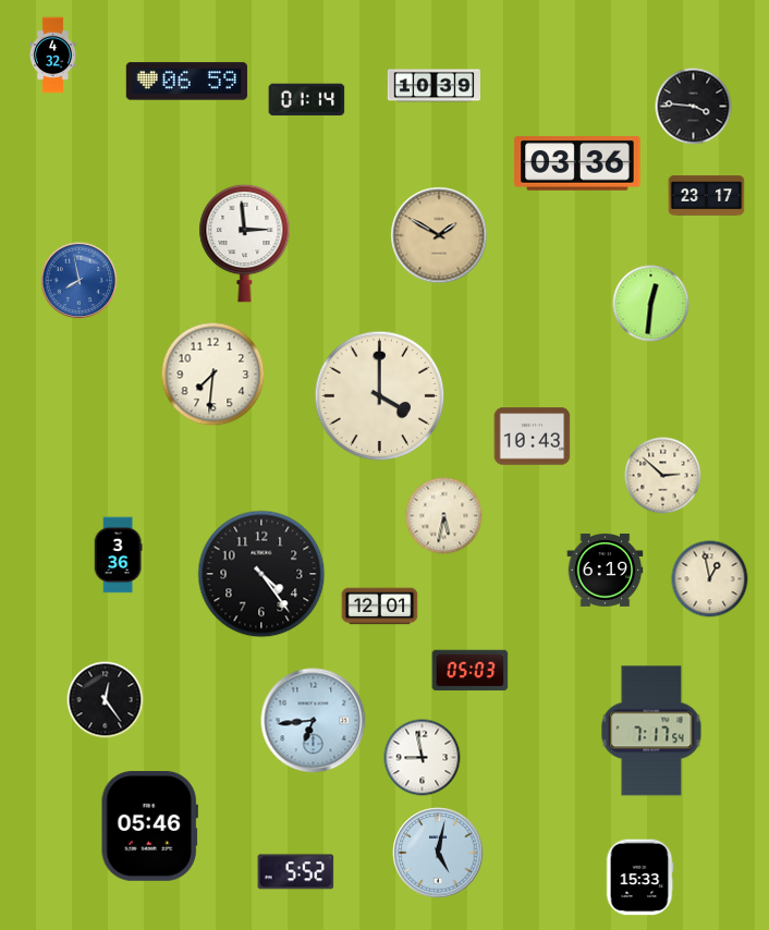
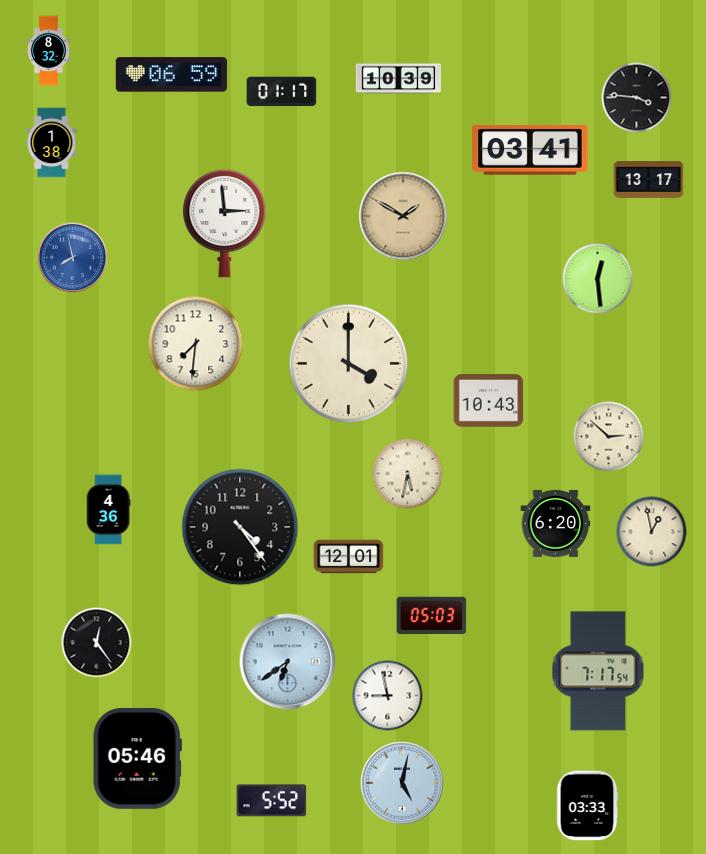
clock at (52, 56): 4:32 -> 8:32
clock at (307, 100): 01:14 -> 01:17
clock at (52, 143): none -> 1:38
clock at (577, 163): 03:36 -> 03:41
clock at (707, 196): 23:17 -> 13:17
clock at (651, 304): 12:31 -> 12:29
clock at (118, 555): 3:36 -> 4:36
clock at (606, 570): 6:19 -> 6:20
clock at (314, 721): 6:44 -> 6:39
clock at (639, 878): 15:33 -> 03:33
